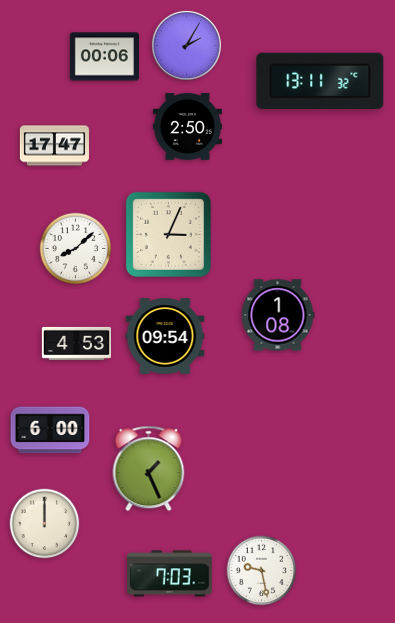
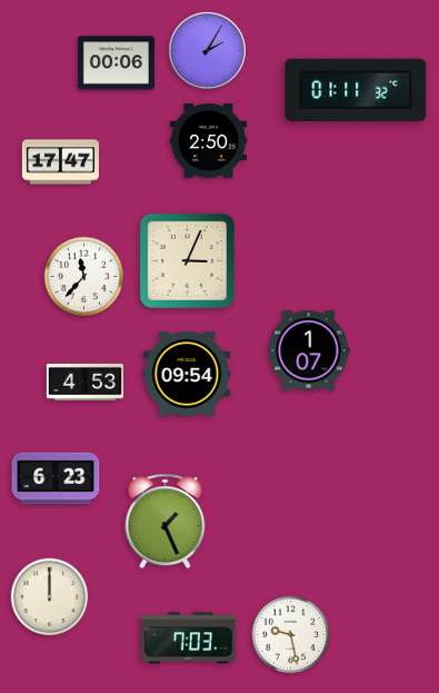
clock at (320, 81): 13:11 -> 01:11
clock at (76, 249): 8:08 -> 11:37
clock at (278, 315): 1:08 -> 1:07
clock at (165, 336) position: (165, 336) -> (187, 374)
clock at (50, 430): 6:00 -> 6:23
clock at (45, 524) position: (45, 524) -> (50, 597)
